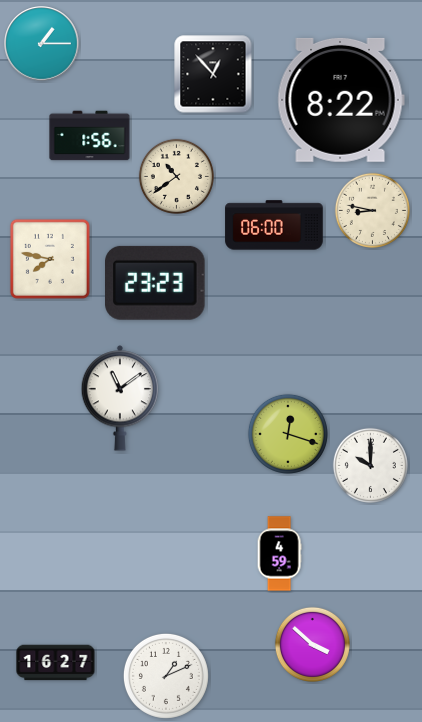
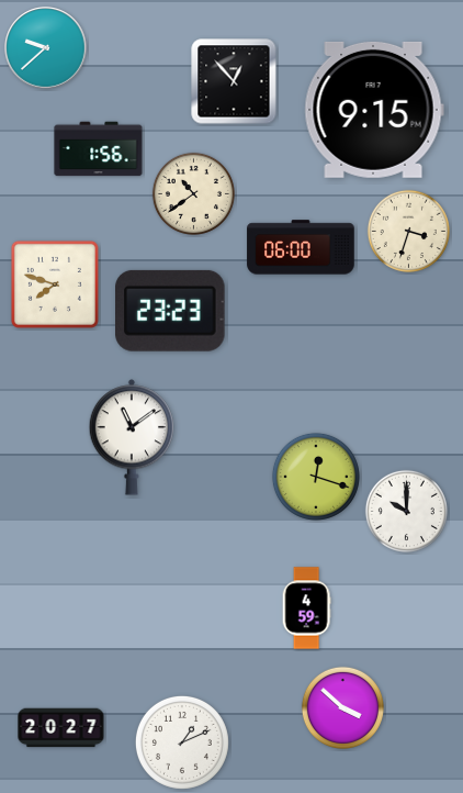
clock at (42, 44): 1:15 -> 9:38
clock at (341, 100): 8:22 -> 9:15
clock at (372, 210): 8:47 -> 3:33
clock at (50, 259): 7:47 -> 7:48
clock at (56, 663): 16:27 -> 20:27
